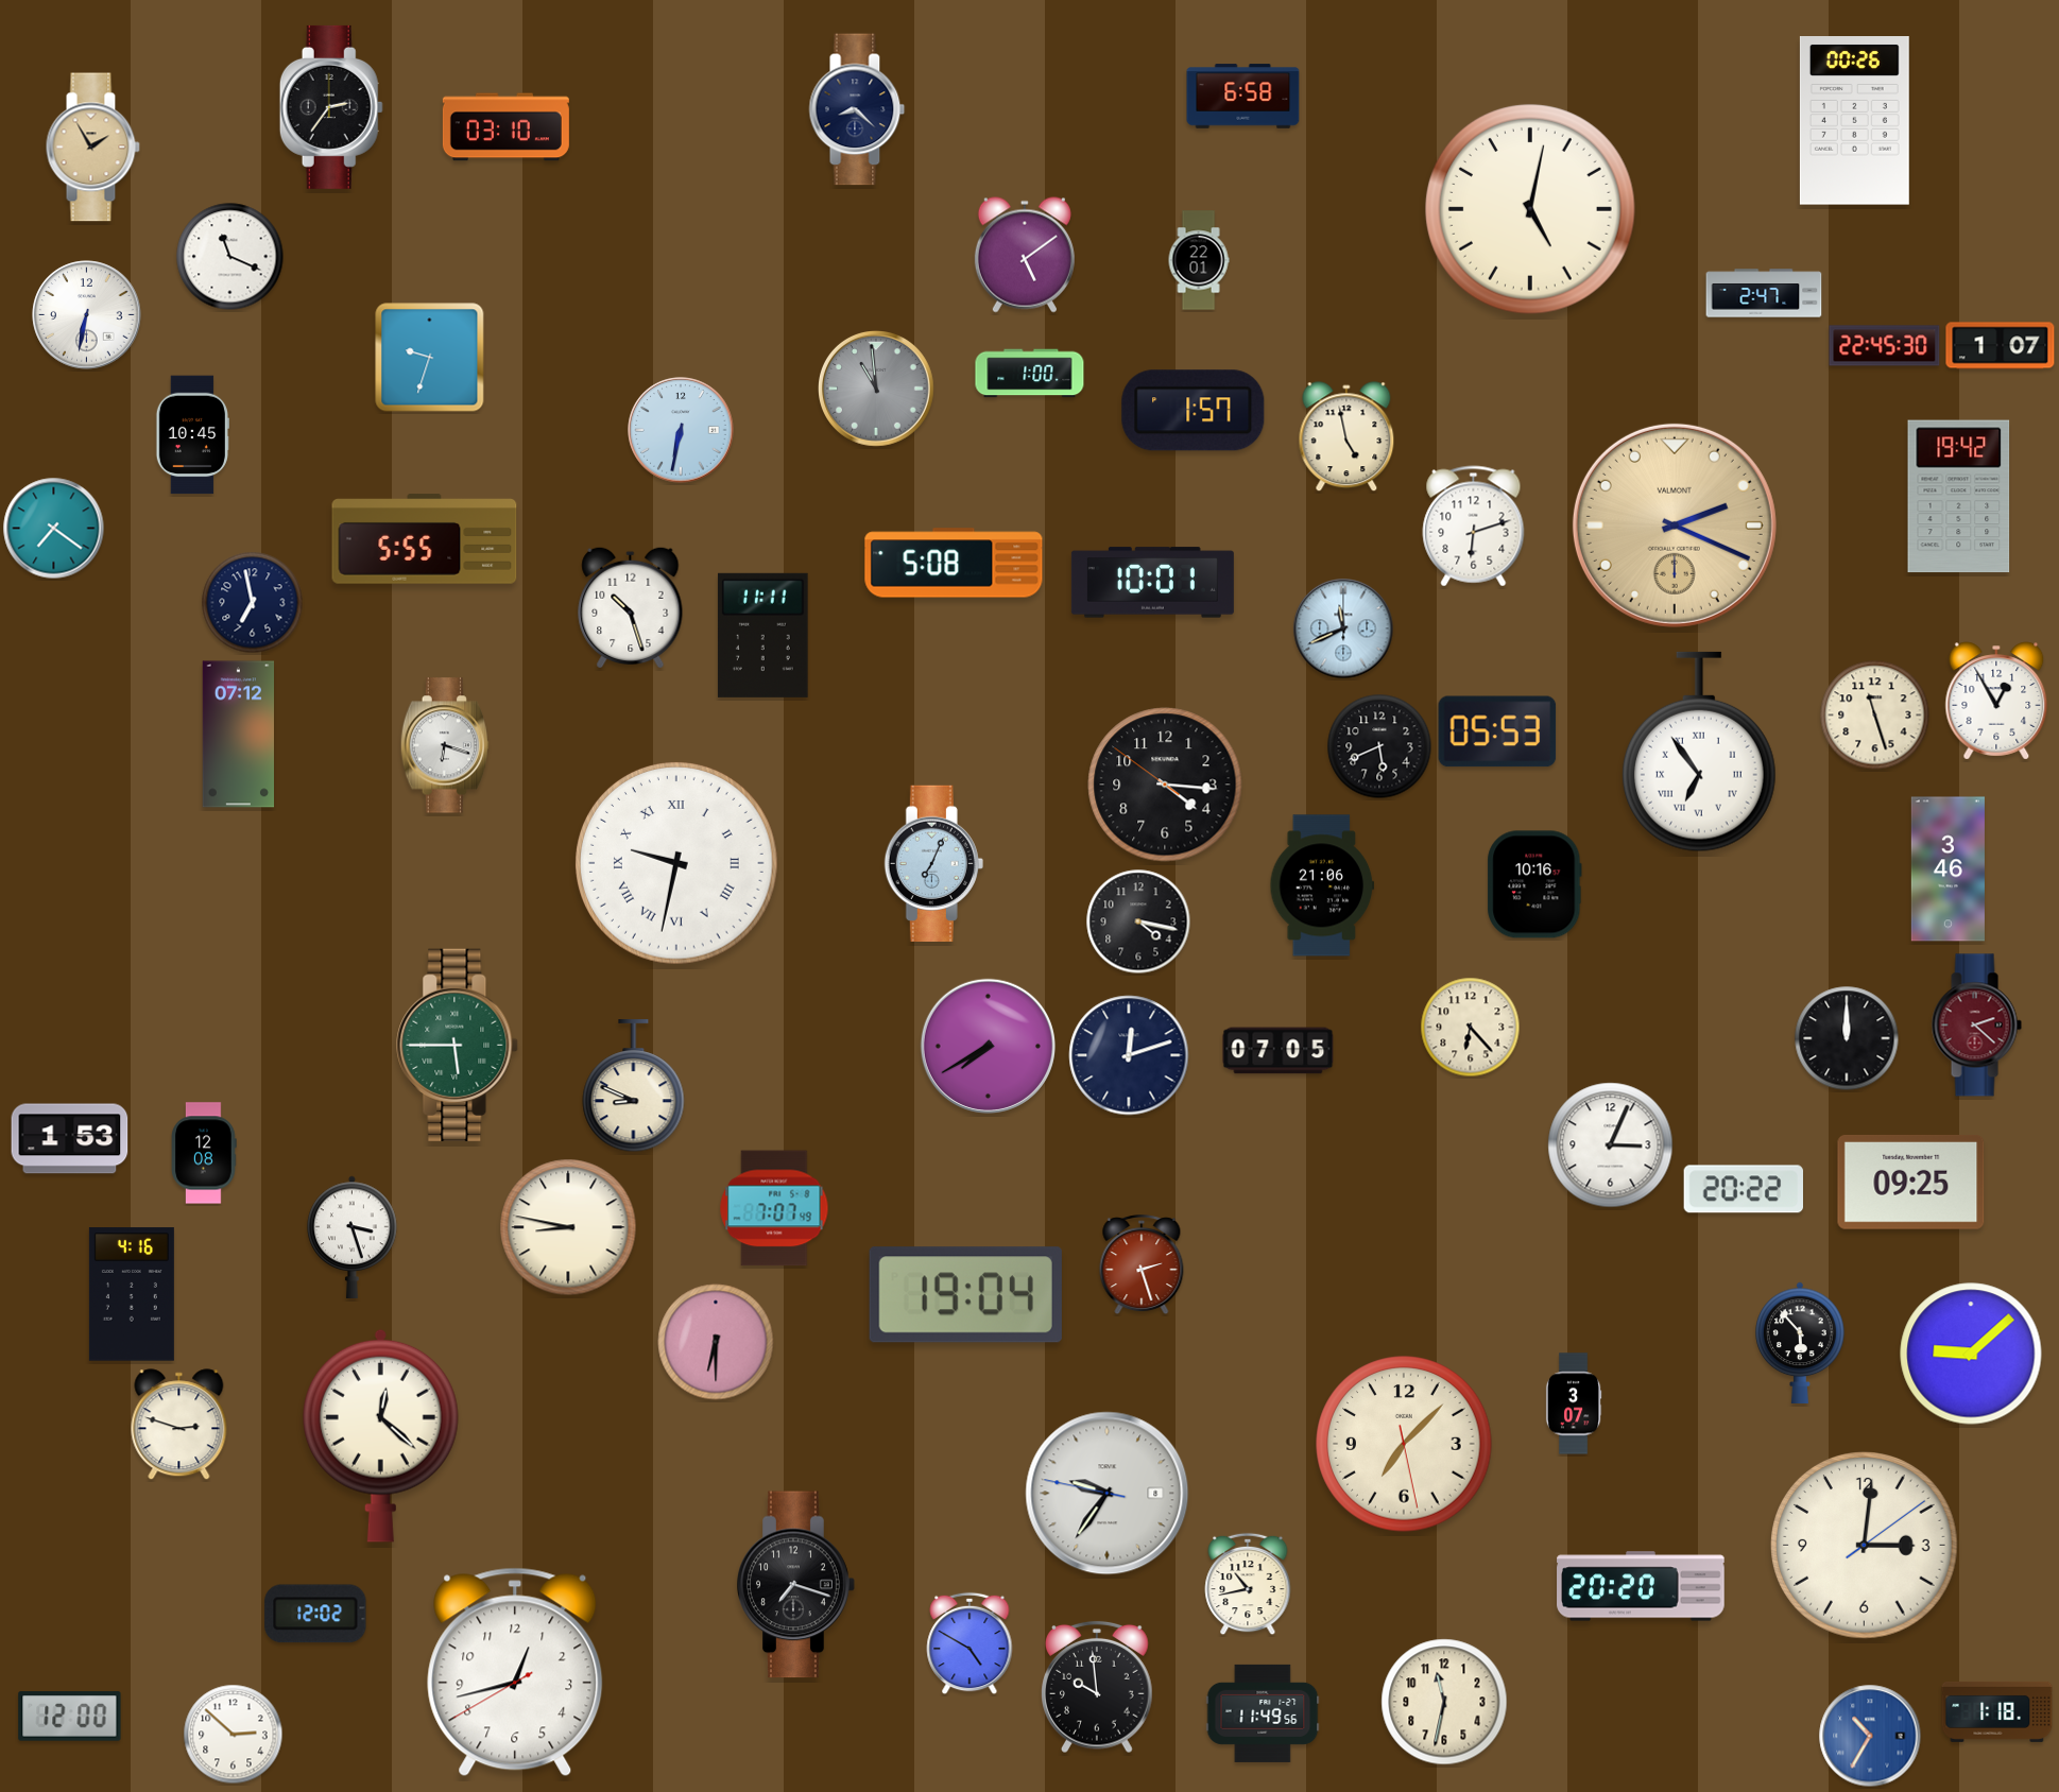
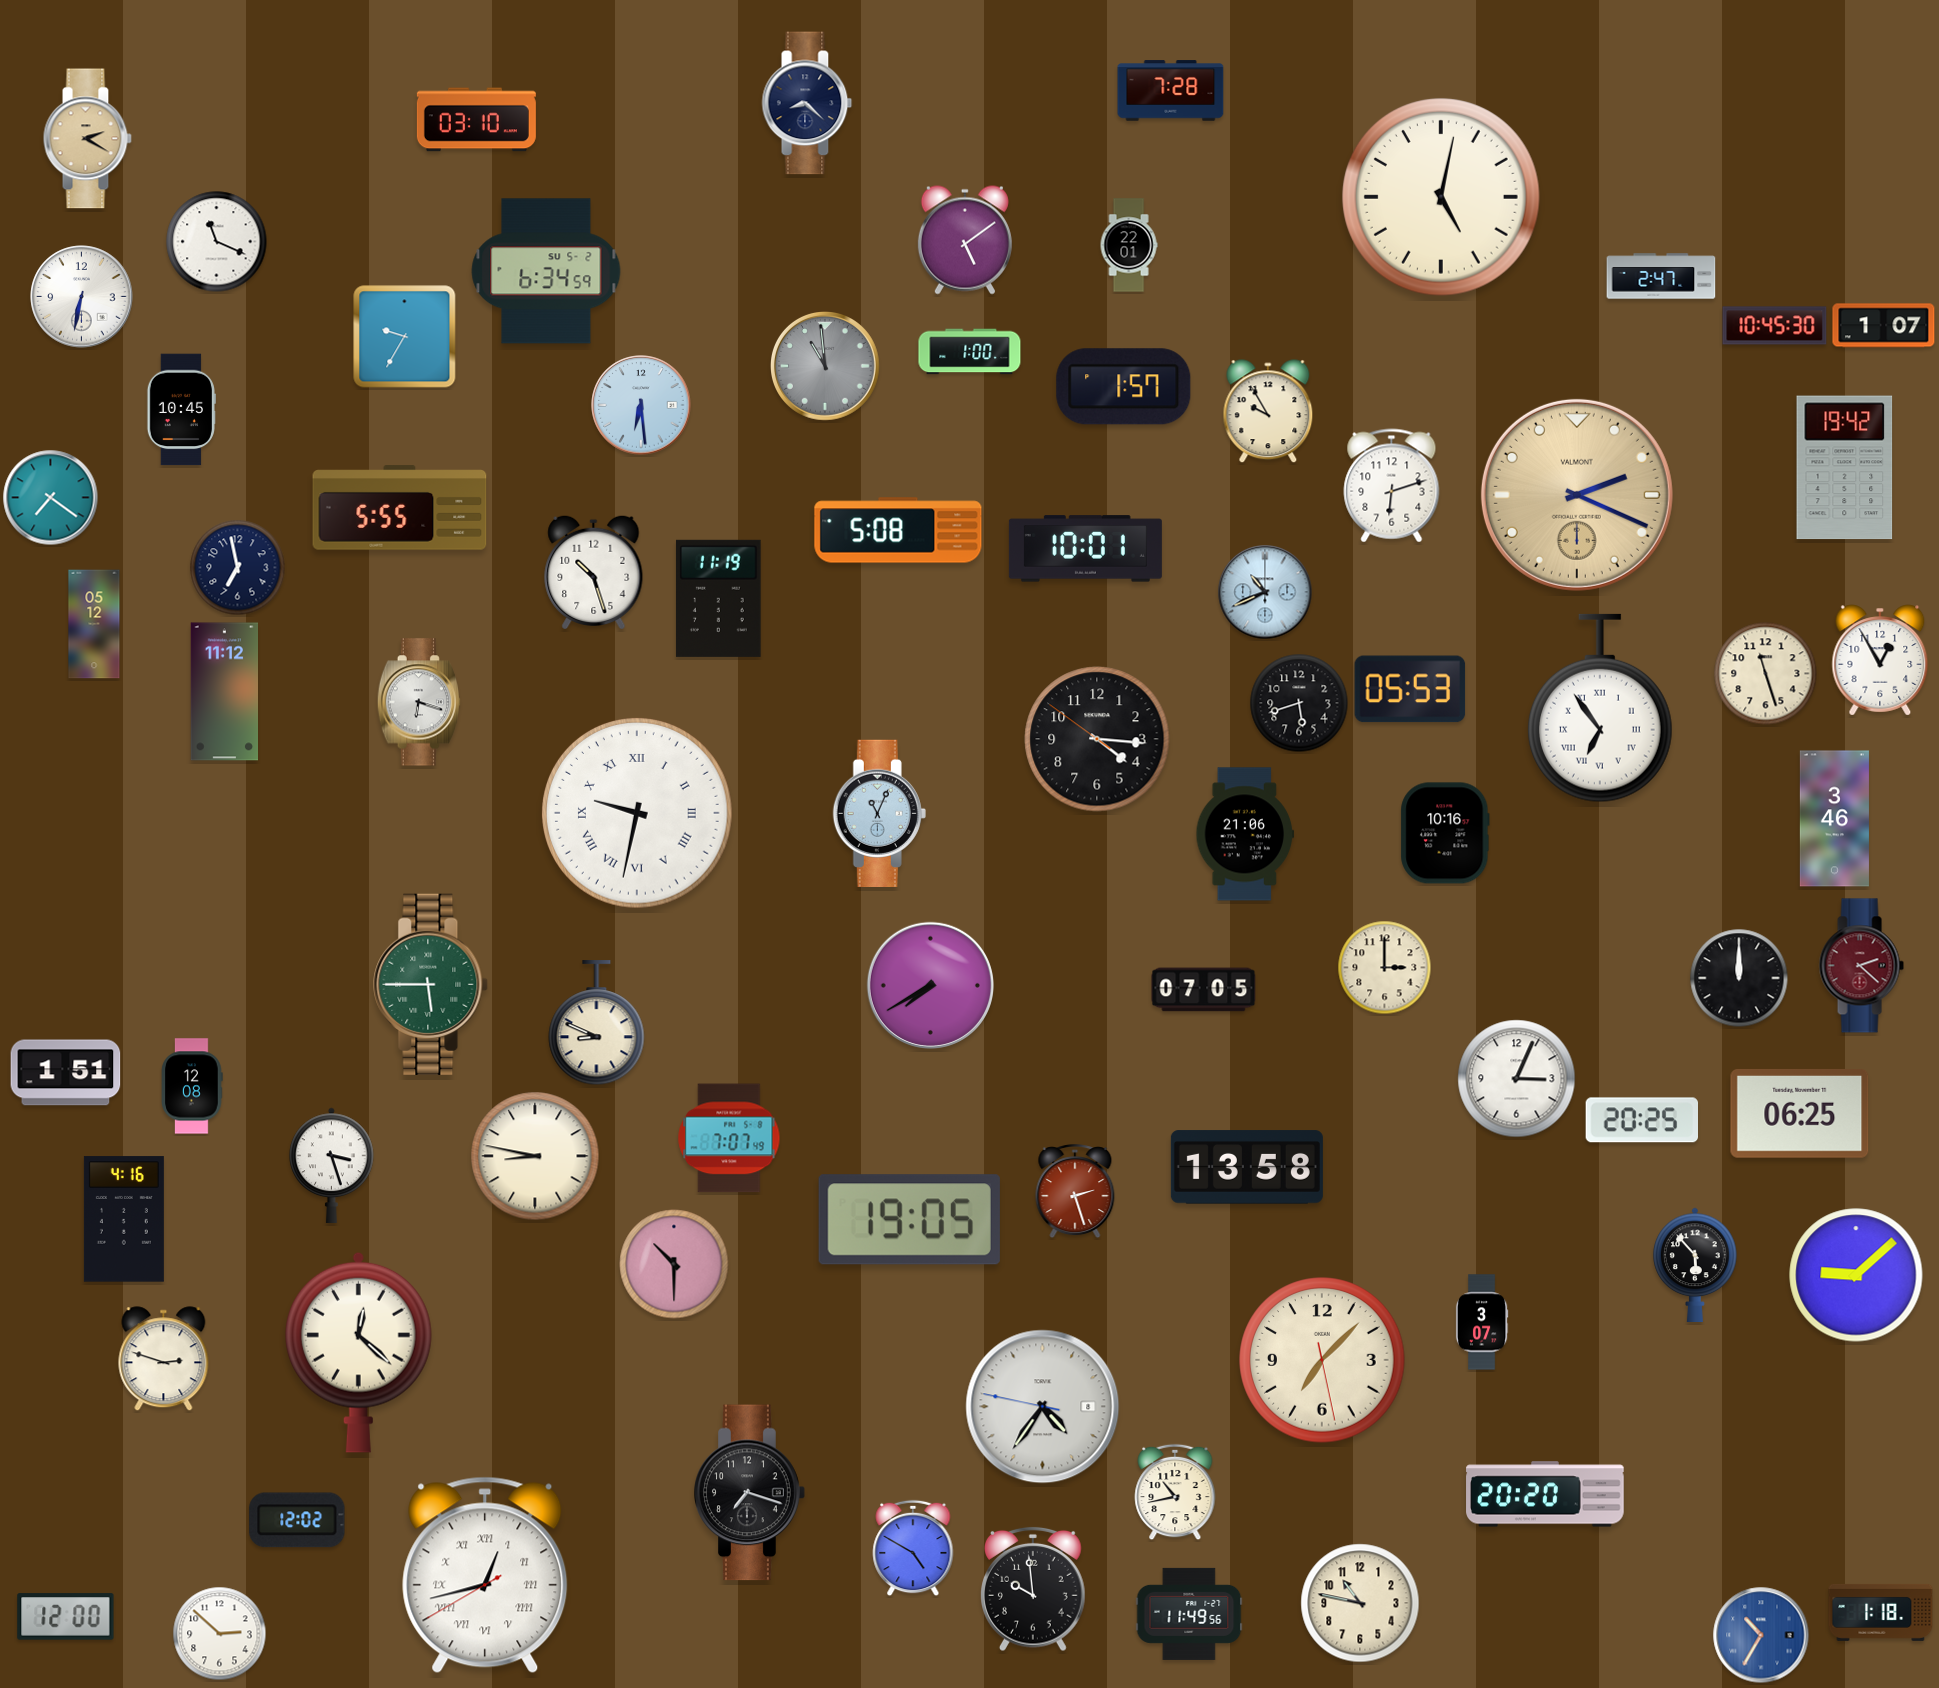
clock at (1243, 97): 6:58 -> 7:28
clock at (331, 107): 2:36 -> none
clock at (1854, 121): 00:26 -> none
clock at (92, 148): 1:55 -> 2:20
clock at (546, 271): none -> 6:34
clock at (1885, 346): 22:45 -> 10:45
clock at (430, 358): 9:33 -> 9:35
clock at (681, 430): 6:32 -> 6:29
clock at (1346, 437): 4:58 -> 9:55
clock at (1474, 527) position: (1474, 527) -> (1392, 486)
clock at (1343, 628): 11:41 -> 10:41
clock at (762, 635): 11:11 -> 11:19
clock at (94, 624): none -> 05:12
clock at (238, 735): 07:12 -> 11:12
clock at (1379, 746): 5:41 -> 5:42
clock at (933, 863): 7:04 -> 11:04
clock at (1138, 921): 4:17 -> none
clock at (1471, 1028): 6:23 -> 3:00
clock at (1129, 1055): 12:12 -> none
clock at (70, 1139): 1:53 -> 1:51
clock at (1911, 1182): 09:25 -> 06:25
clock at (1743, 1189): 20:22 -> 20:25
clock at (1247, 1167): none -> 13:58
clock at (965, 1295): 19:04 -> 19:05
clock at (716, 1342): 6:30 -> 10:30
clock at (179, 1425) position: (179, 1425) -> (164, 1359)
clock at (1108, 1494): 9:35 -> 4:35
clock at (1865, 1546): 3:01 -> none
clock at (515, 1672) numerals: Arabic -> Roman
clock at (1444, 1702): 11:32 -> 10:47
